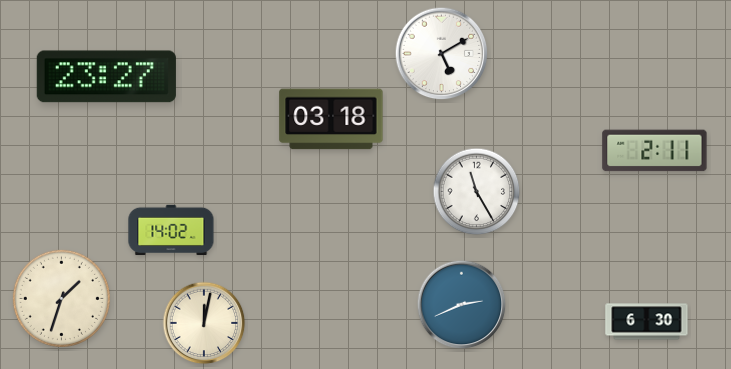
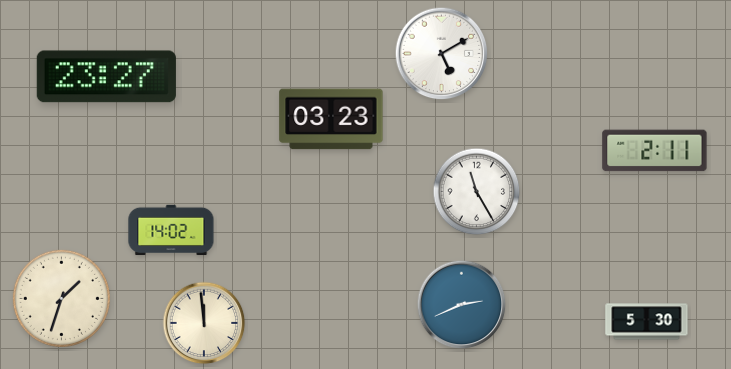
clock at (331, 119): 03:18 -> 03:23
clock at (647, 322): 6:30 -> 5:30
clock at (204, 323): 12:02 -> 11:59
